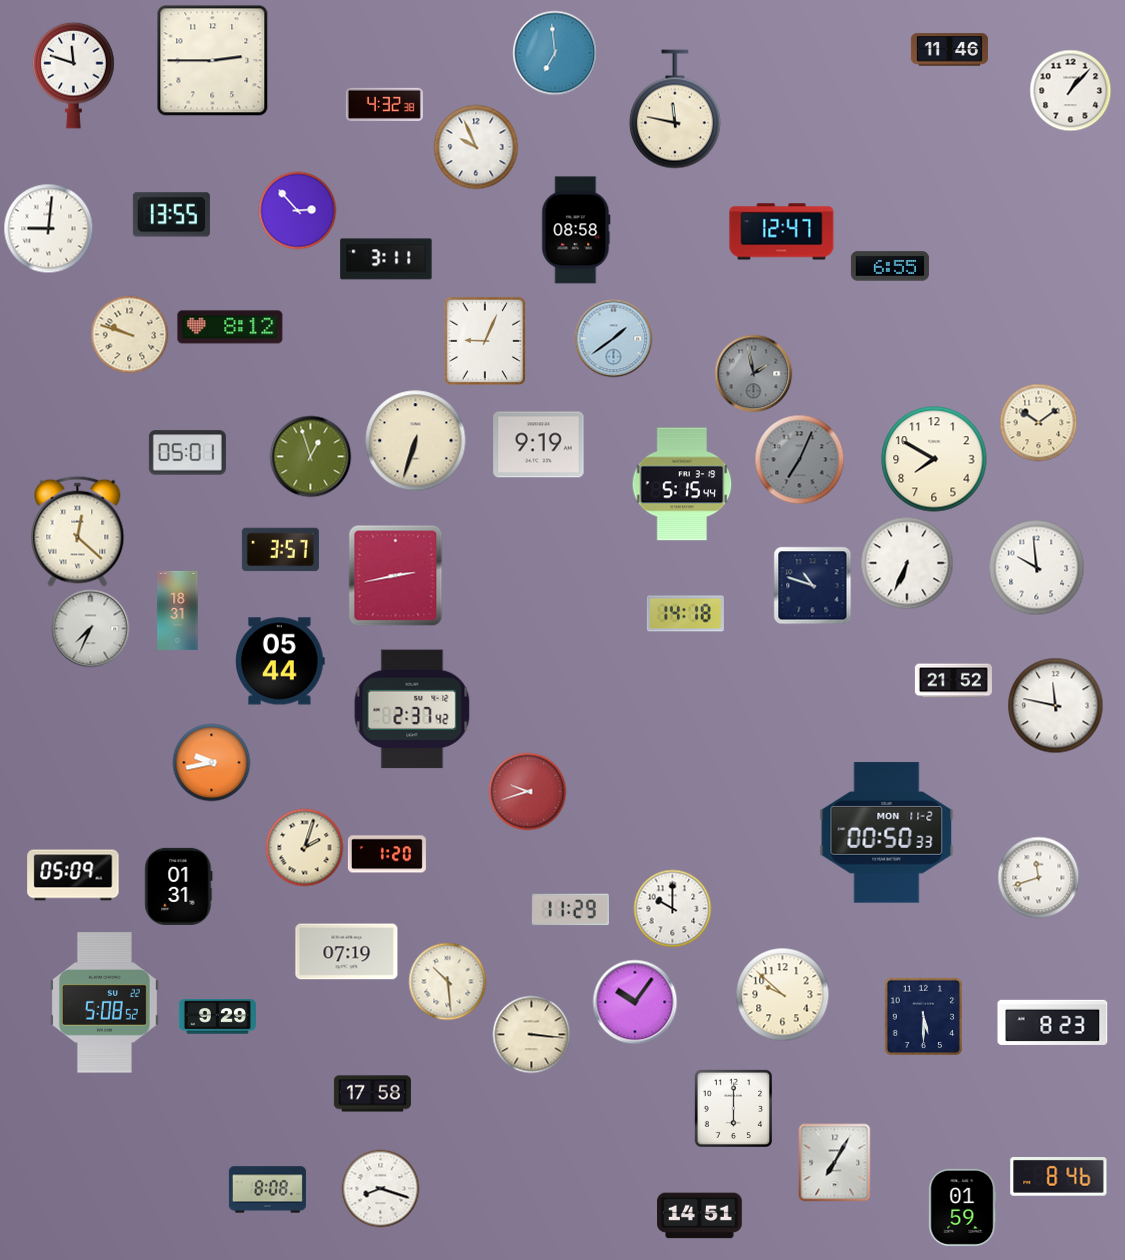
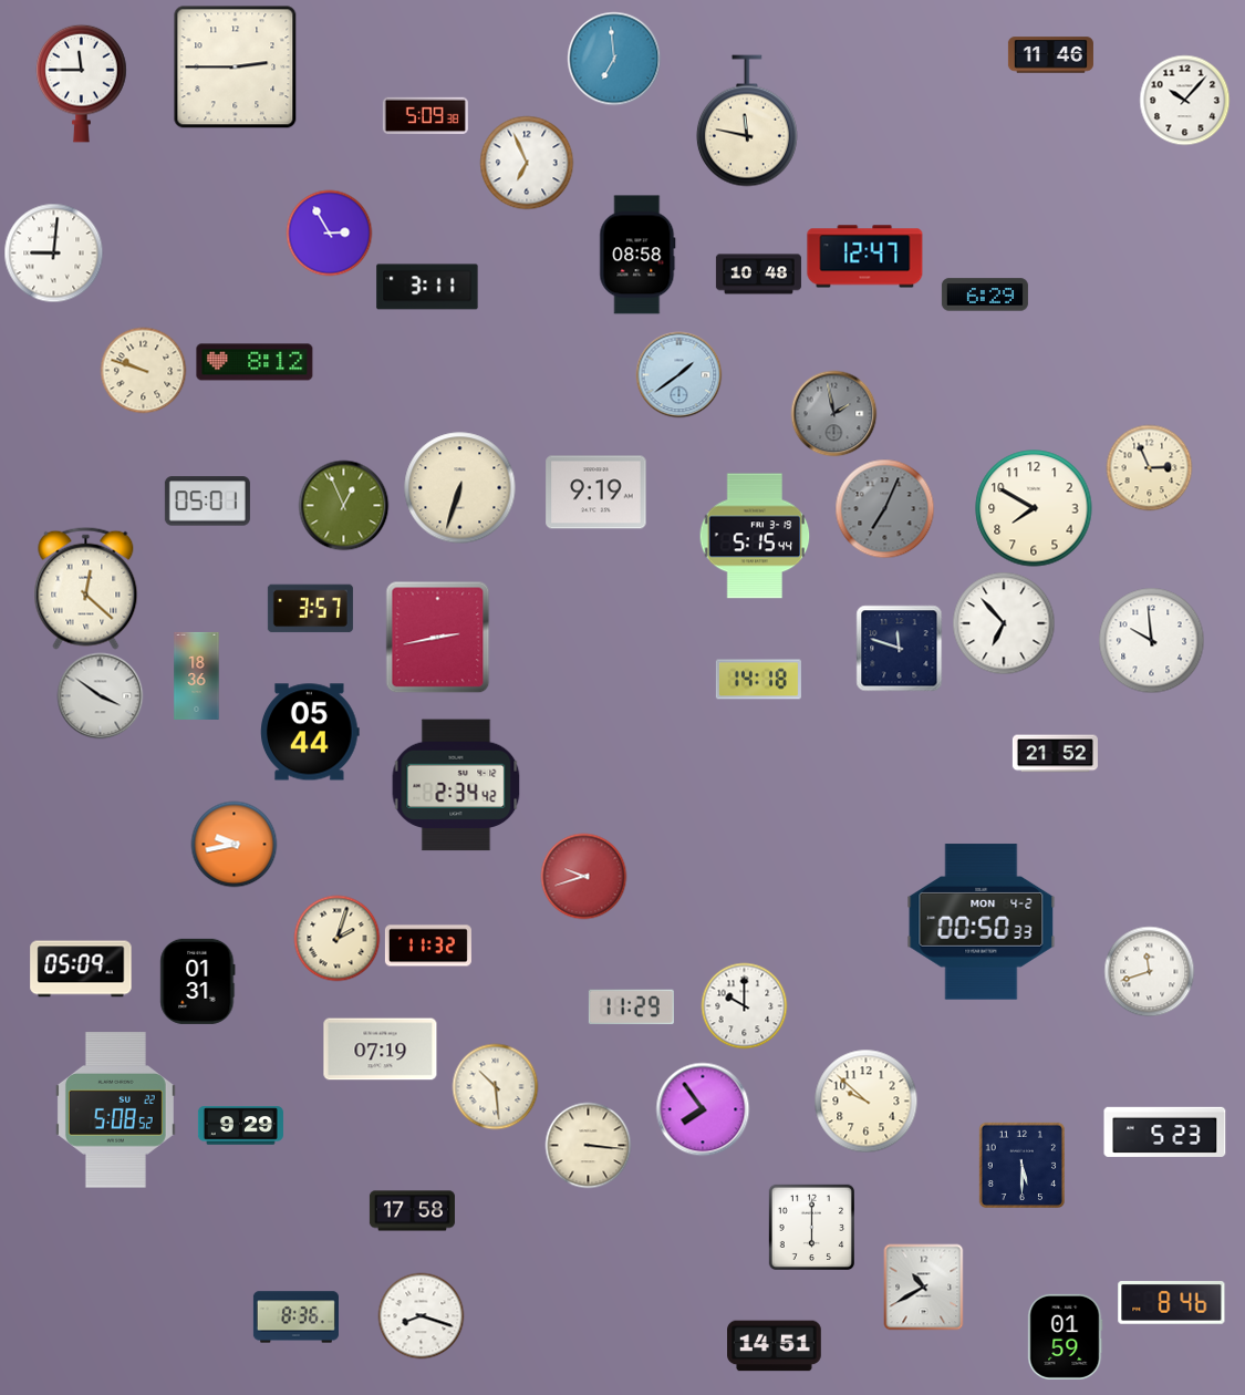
clock at (74, 75): 11:48 -> 11:45
clock at (1070, 90): 1:07 -> 10:07
clock at (384, 104): 4:32 -> 5:09
clock at (476, 147): 9:56 -> 6:56
clock at (297, 210): 2:53 -> 2:55
clock at (171, 215): 13:55 -> none
clock at (758, 275): none -> 10:48
clock at (890, 266): 6:55 -> 6:29
clock at (485, 341): 9:04 -> none
clock at (1038, 422): 10:09 -> 2:56
clock at (310, 456): 12:57 -> 12:56
clock at (907, 563): 6:34 -> 6:53
clock at (1036, 567) position: (1036, 567) -> (1151, 640)
clock at (812, 585): 10:48 -> 11:48
clock at (178, 610): 18:31 -> 18:36
clock at (90, 628): 7:34 -> 3:51
clock at (1055, 705): 11:47 -> none
clock at (412, 709): 2:37 -> 2:34
clock at (887, 833) date: MON 11-2 -> MON 4-2
clock at (387, 854): 1:20 -> 11:32
clock at (347, 952) position: (347, 952) -> (381, 1050)
clock at (635, 1002): 10:06 -> 7:54
clock at (923, 1016) position: (923, 1016) -> (1021, 1165)
clock at (1053, 1022): 8:23 -> 5:23
clock at (835, 1162): 7:05 -> 10:40
clock at (267, 1190): 8:08 -> 8:36
